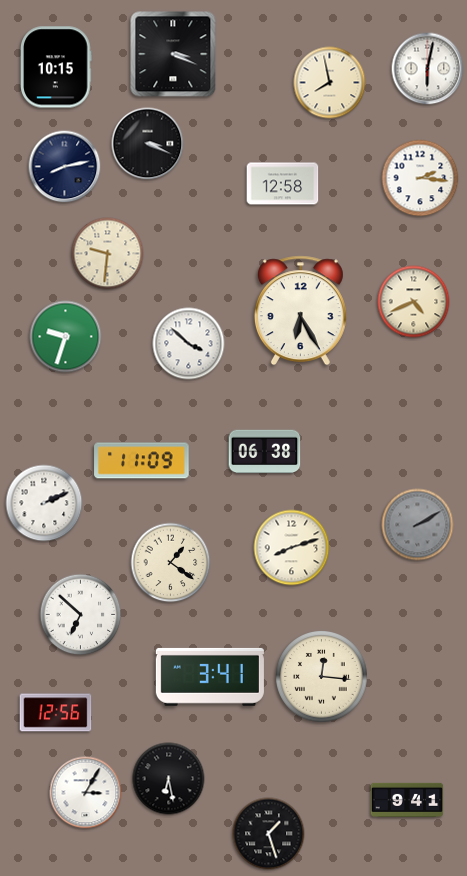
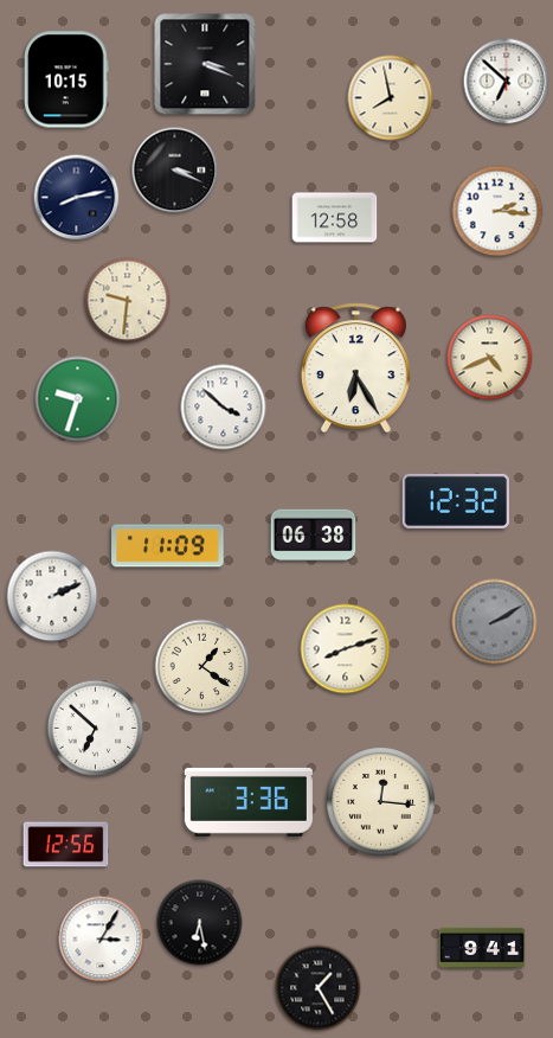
clock at (428, 69): 6:02 -> 6:52
clock at (455, 501): none -> 12:32
clock at (210, 677): 3:41 -> 3:36
clock at (269, 834): 1:27 -> 1:25
